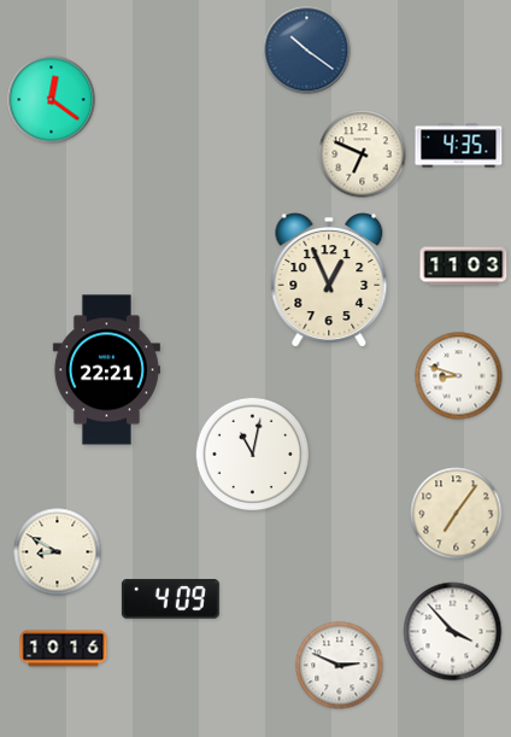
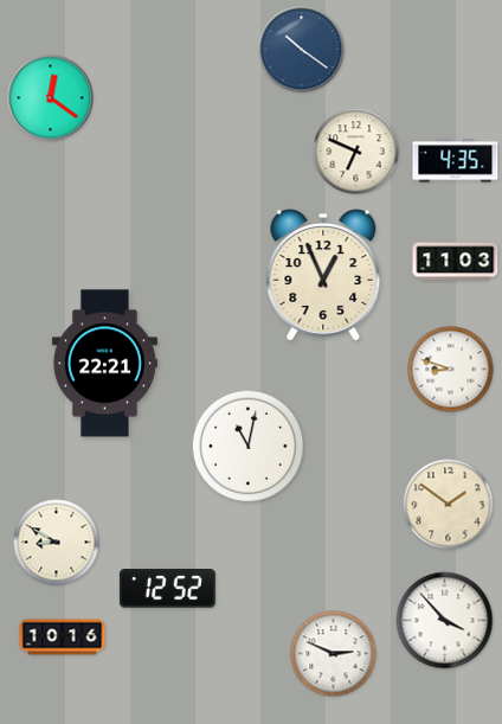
clock at (459, 146) position: (459, 146) -> (456, 161)
clock at (457, 514): 7:06 -> 1:51
clock at (170, 599): 4:09 -> 12:52
